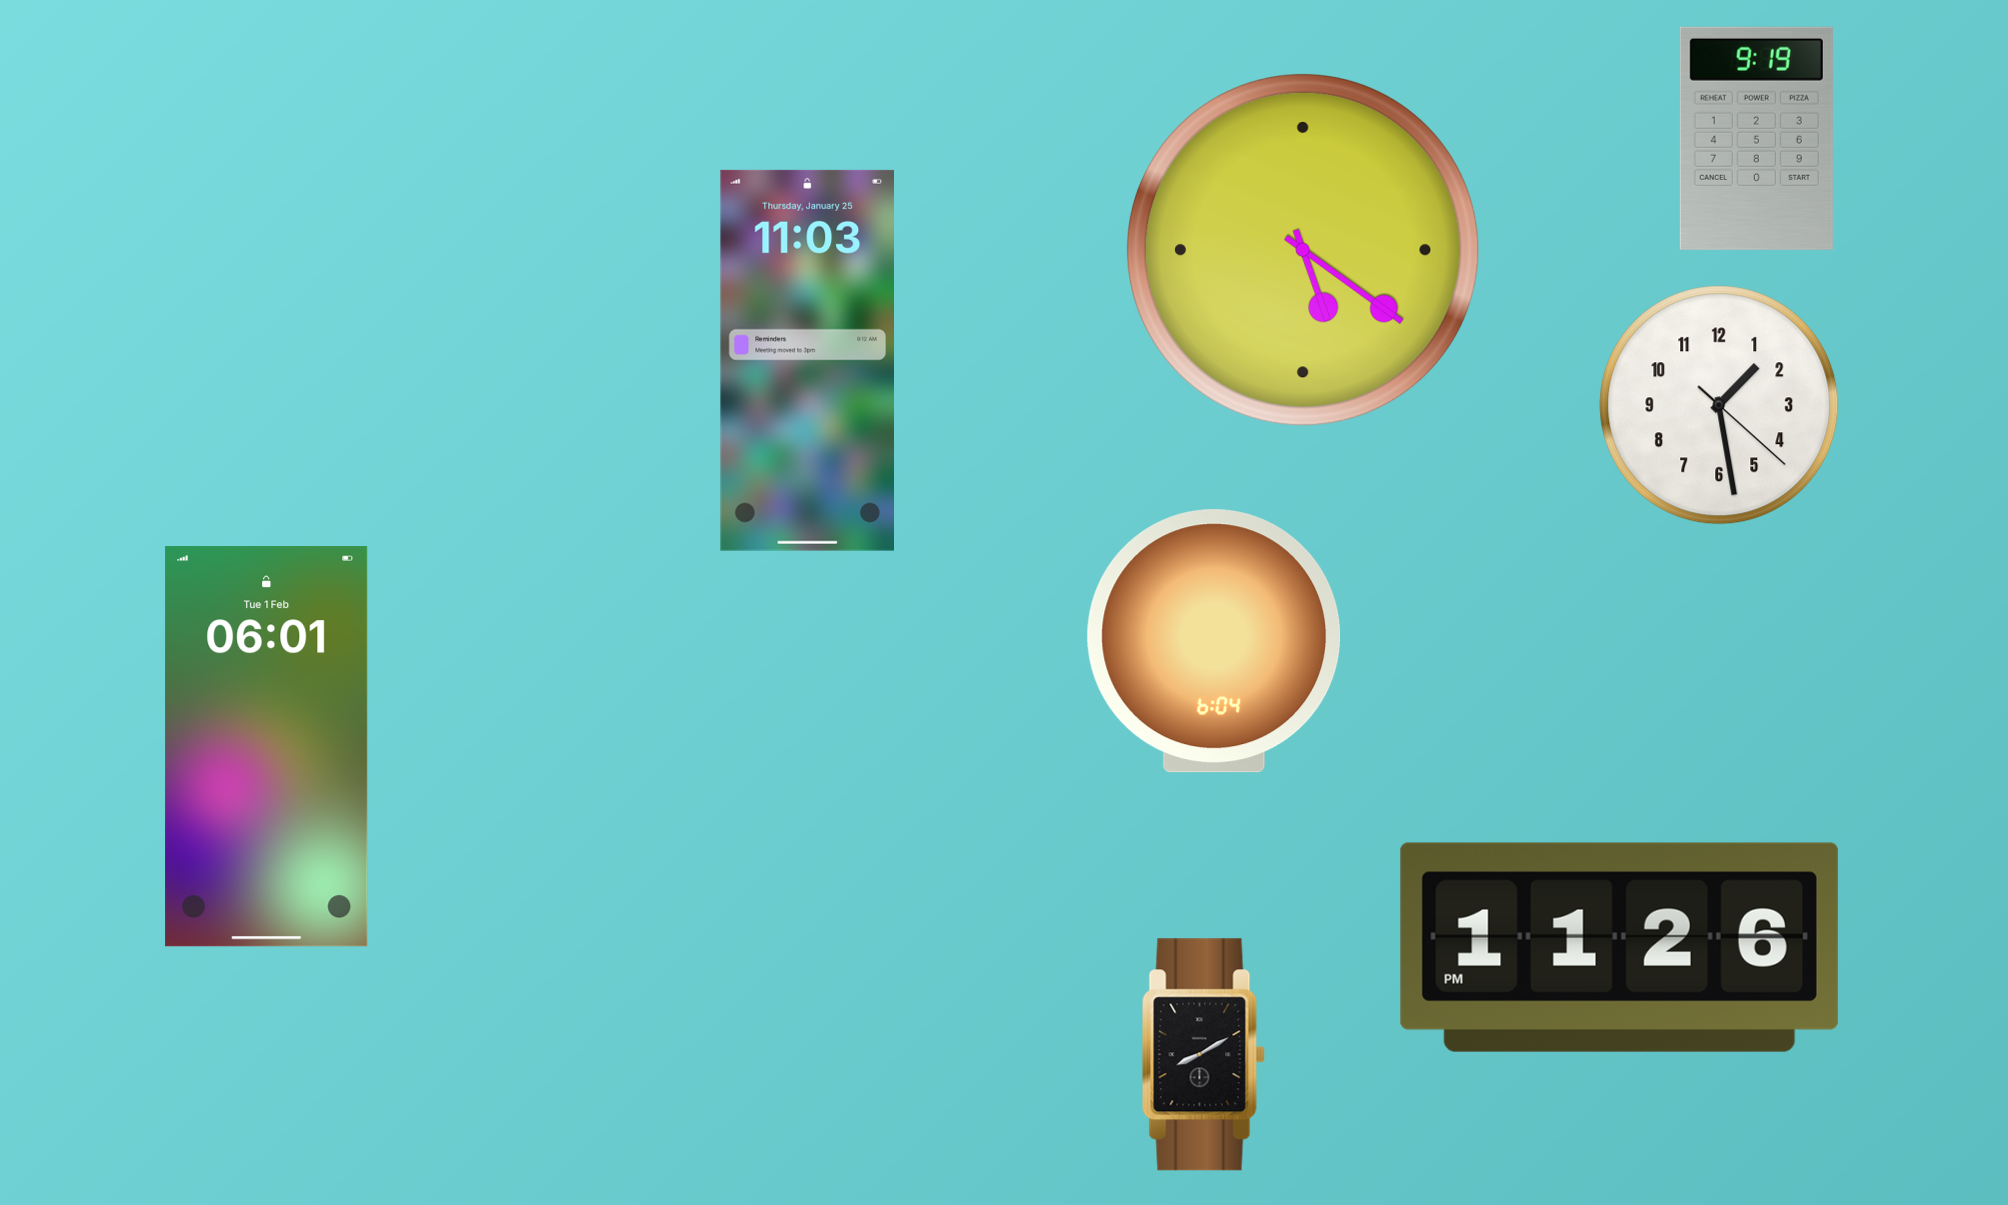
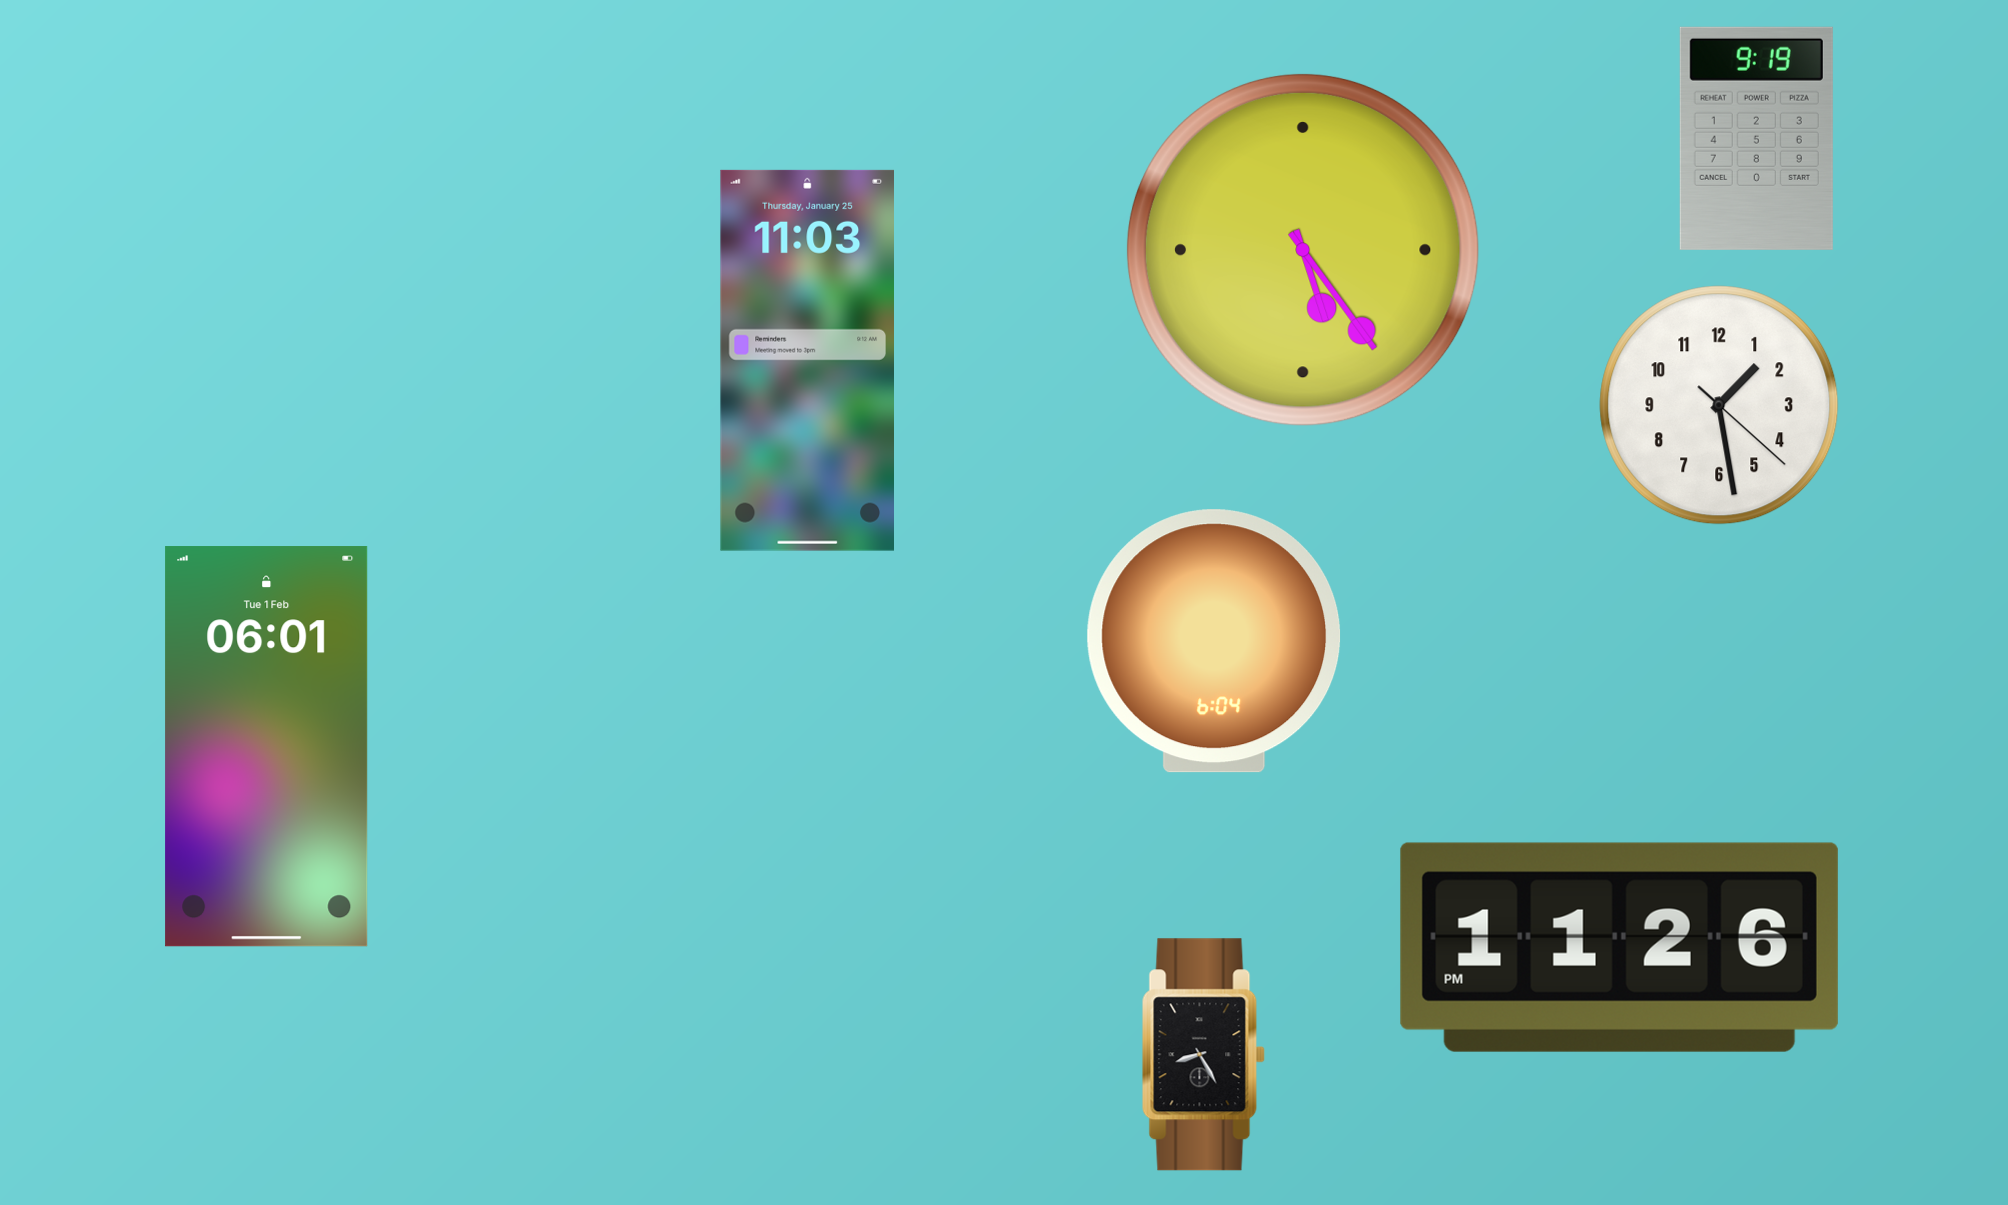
clock at (1303, 250): 5:21 -> 5:24
clock at (1203, 1055): 8:10 -> 8:25
